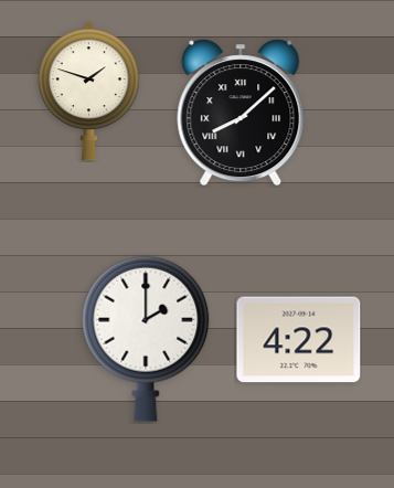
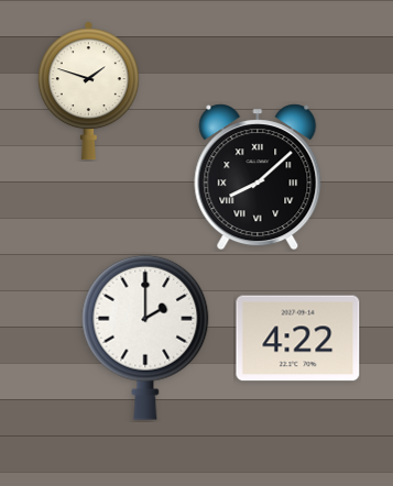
clock at (241, 113) position: (241, 113) -> (258, 177)
